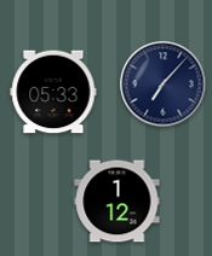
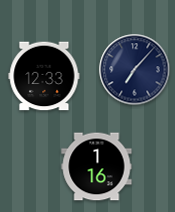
clock at (53, 92): 05:33 -> 12:33
clock at (118, 202): 1:12 -> 1:16
